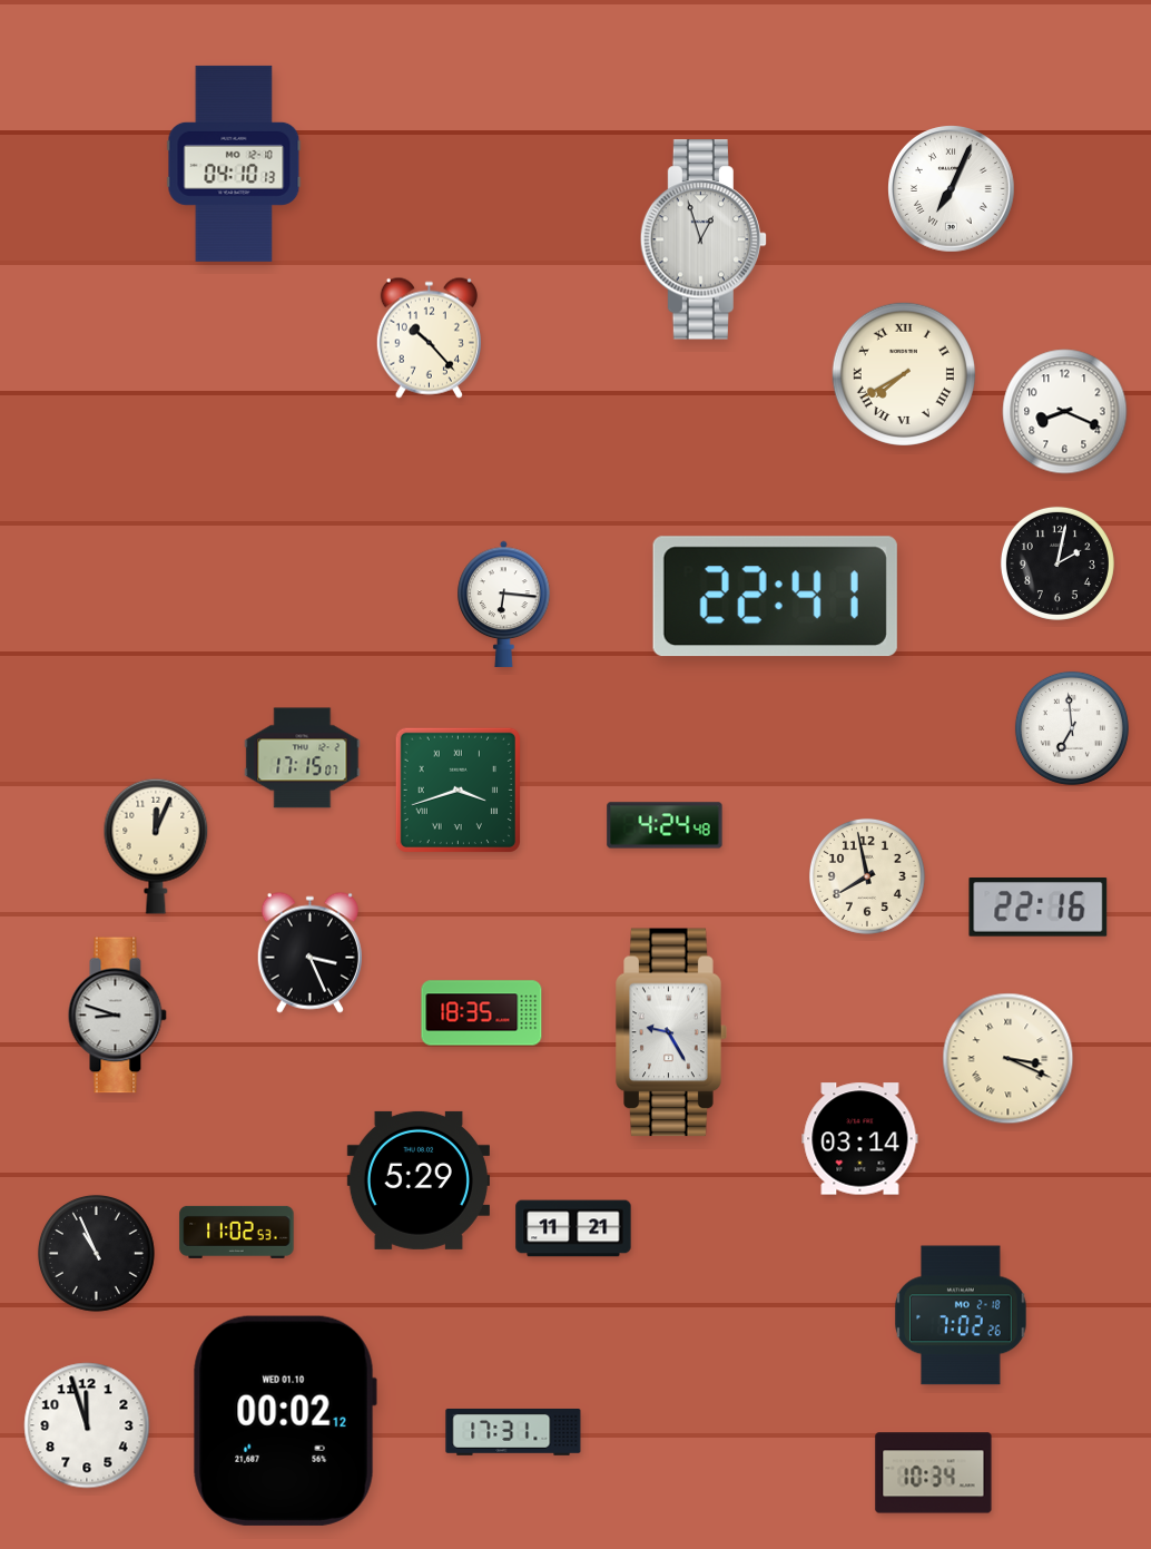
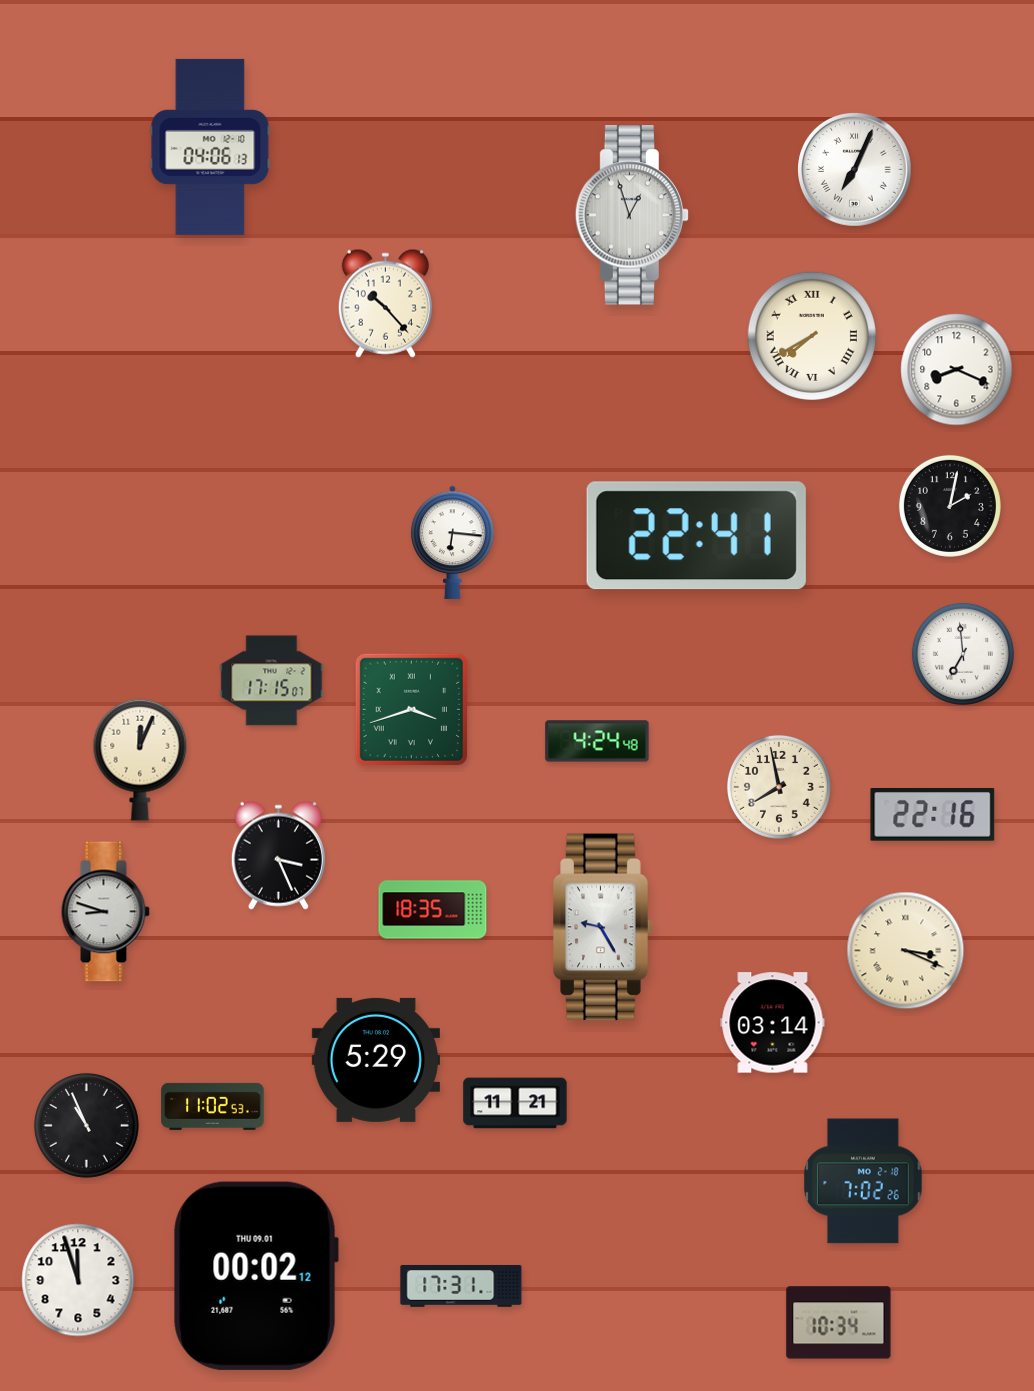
clock at (234, 164): 04:10 -> 04:06
clock at (285, 1421) date: WED 01.10 -> THU 09.01
